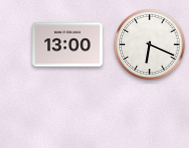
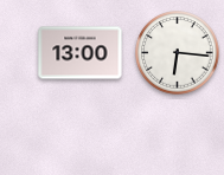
clock at (150, 45): 6:19 -> 6:16
